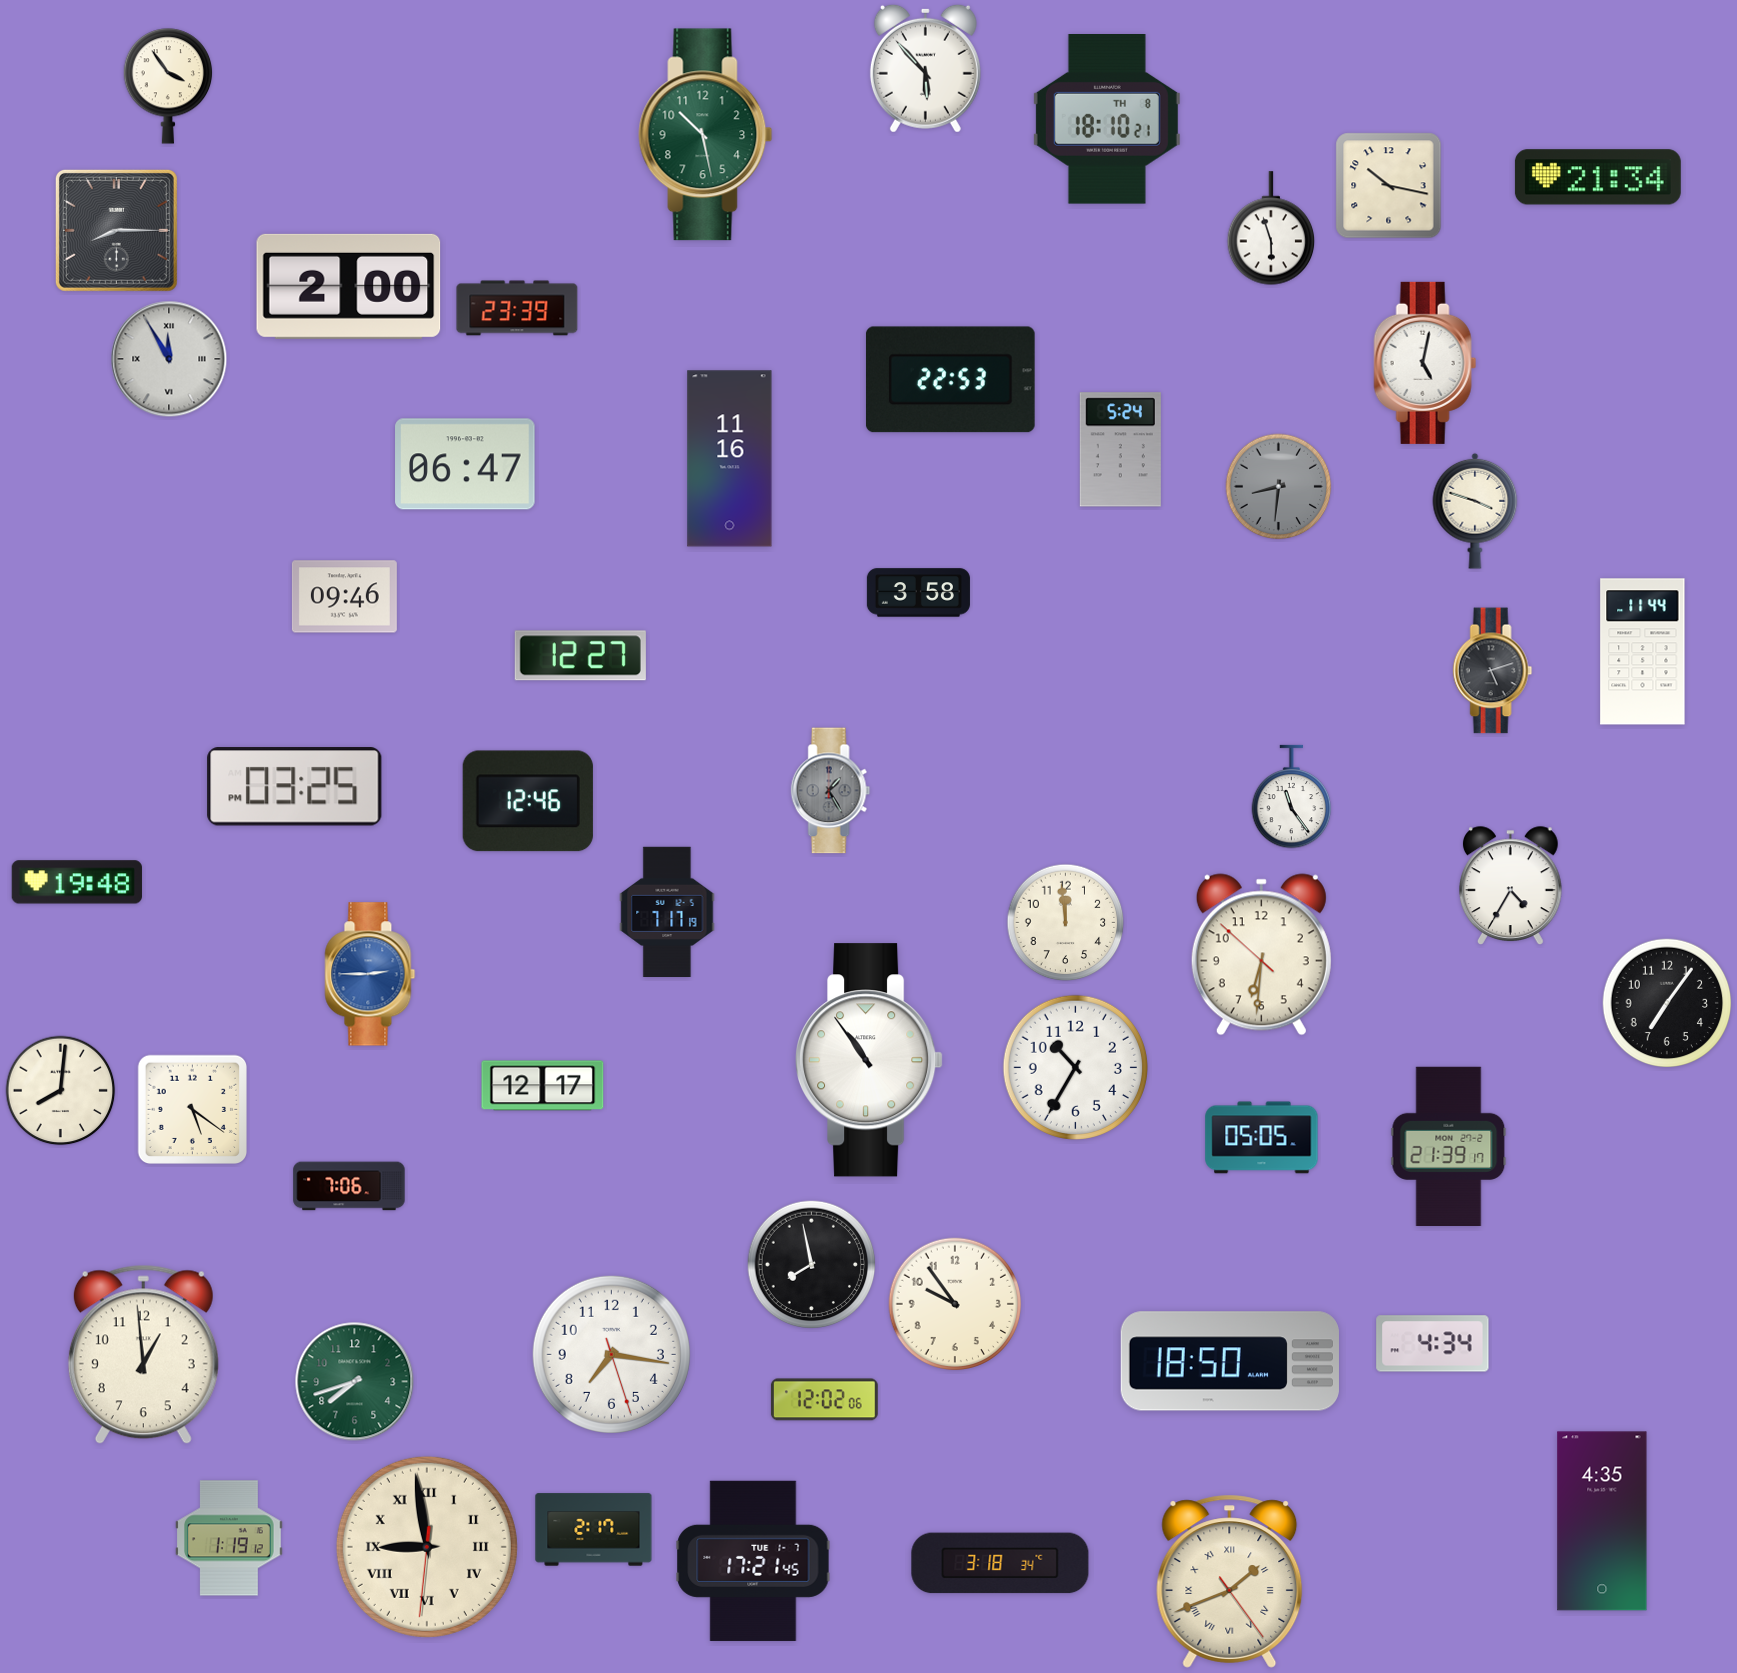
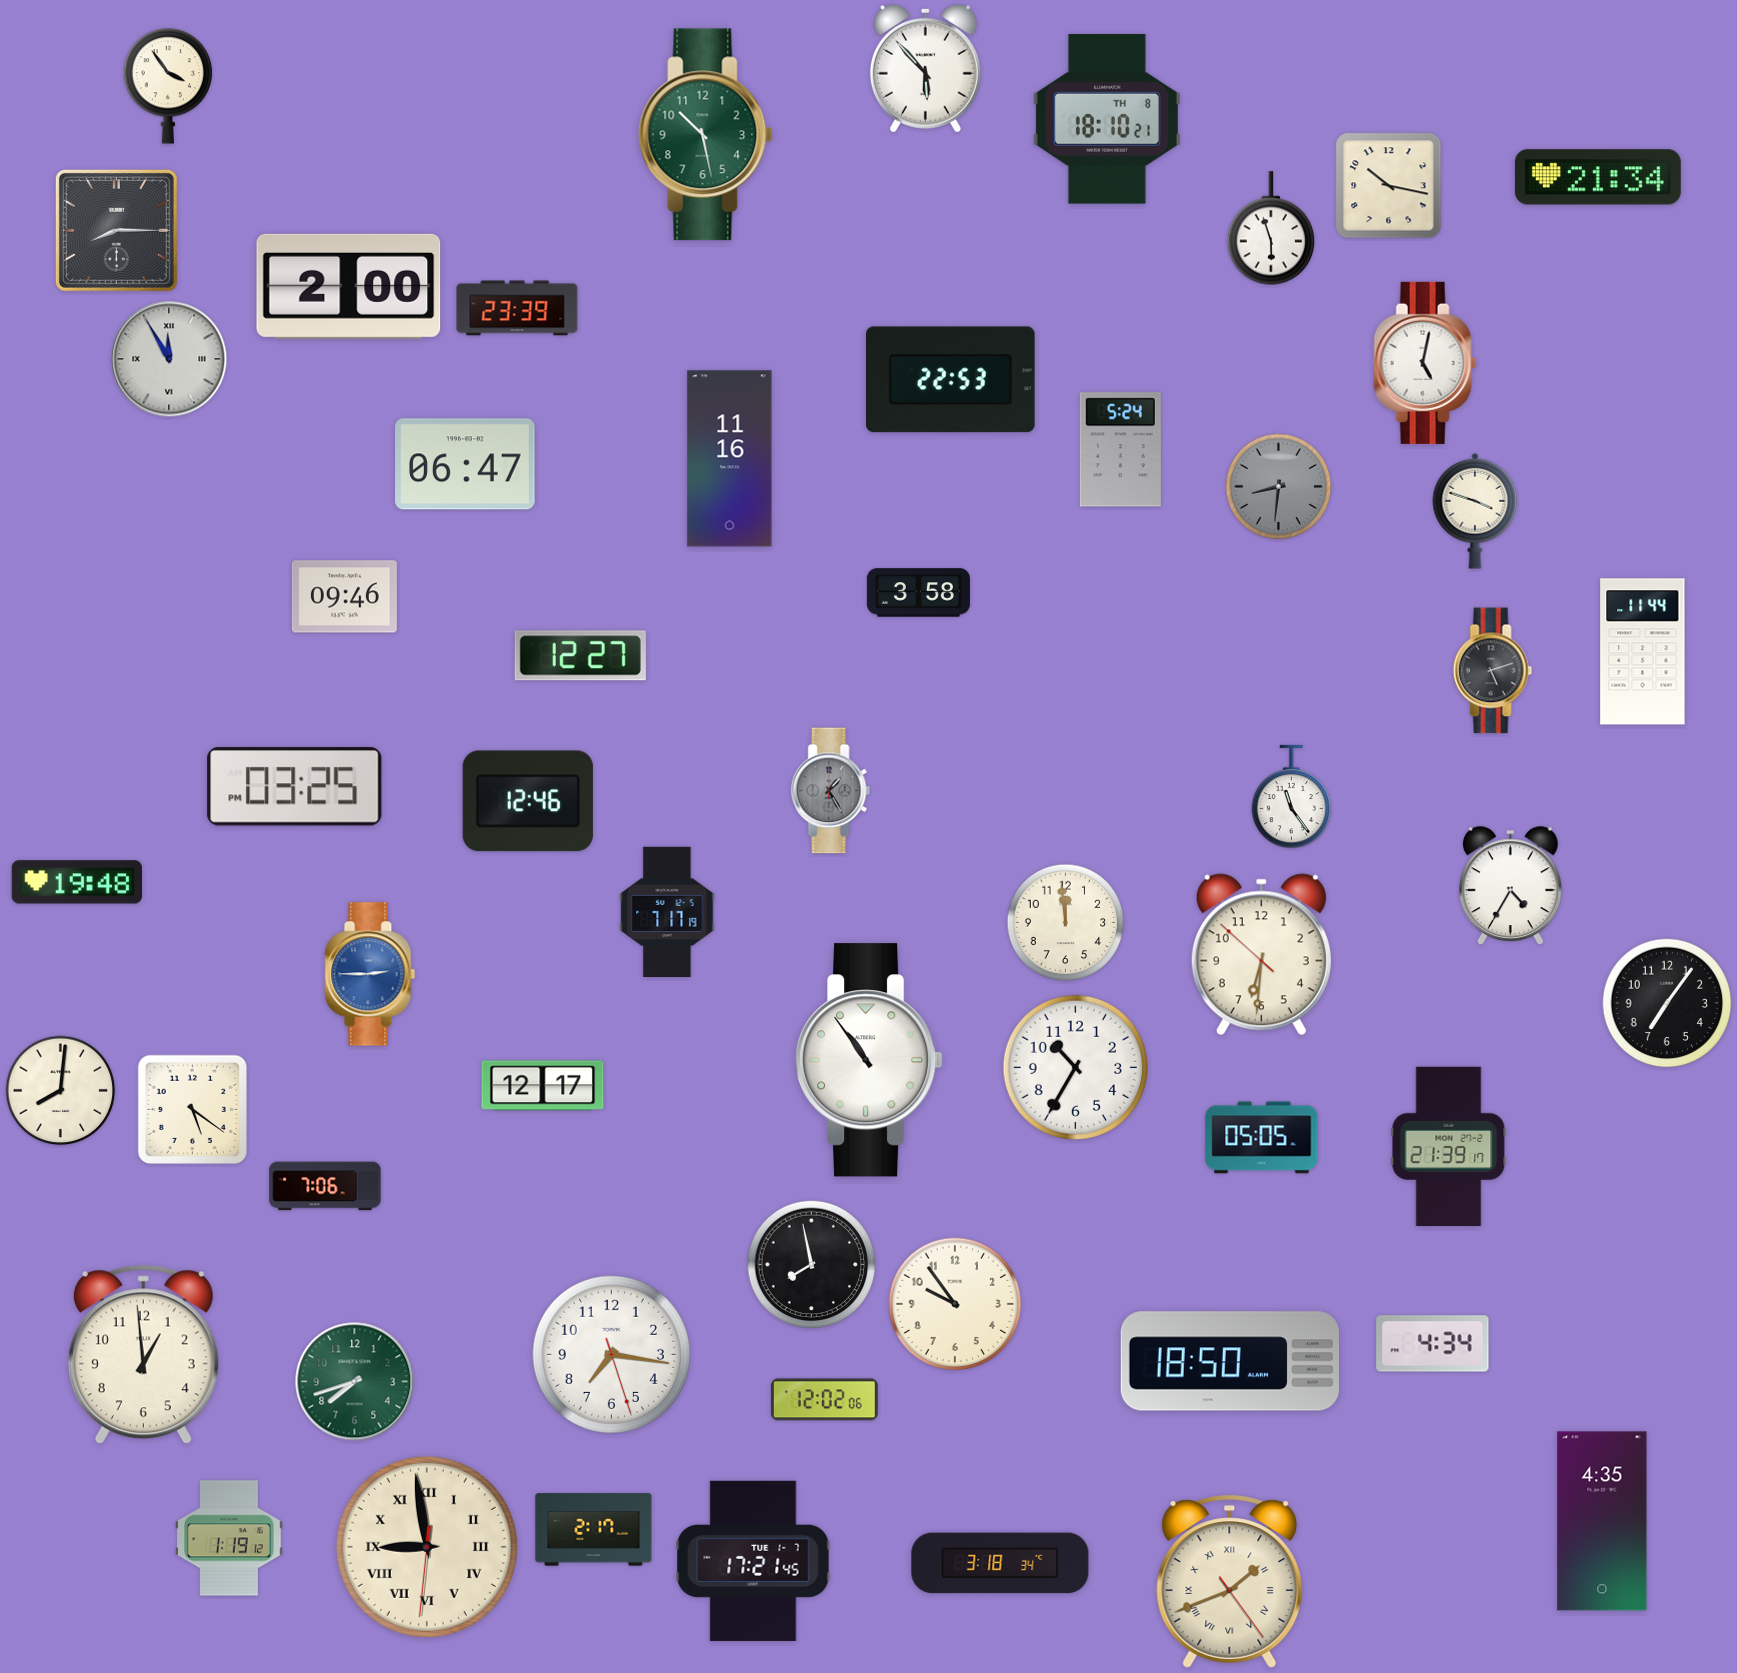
clock at (349, 1186) position: (349, 1186) -> (325, 1186)
